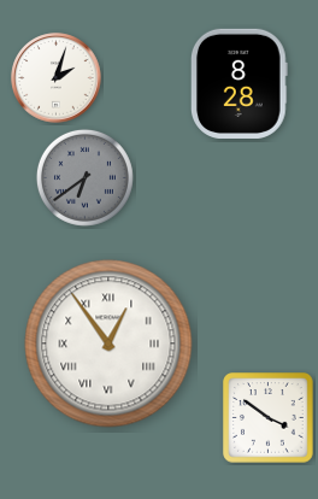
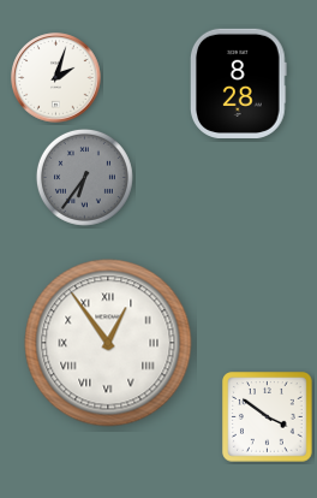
clock at (84, 177): 6:39 -> 6:36
